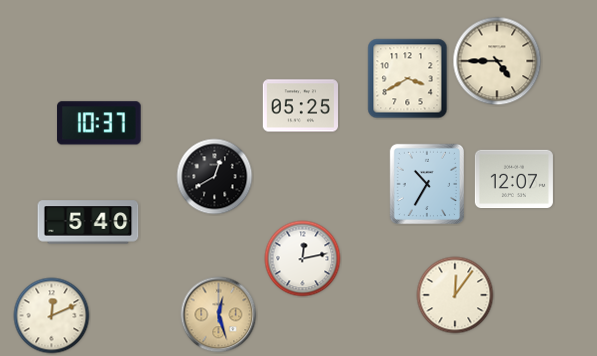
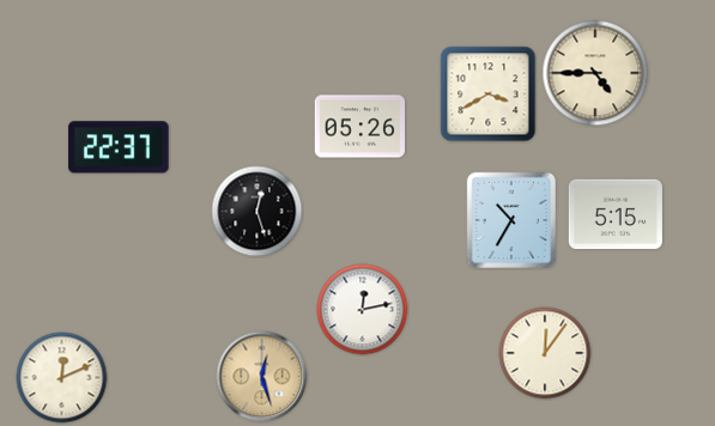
clock at (301, 106): 05:25 -> 05:26
clock at (99, 123): 10:37 -> 22:37
clock at (215, 177): 12:40 -> 12:27
clock at (514, 179): 12:07 -> 5:15
clock at (88, 222): 5:40 -> none
